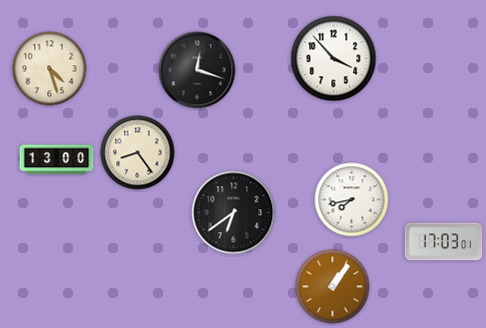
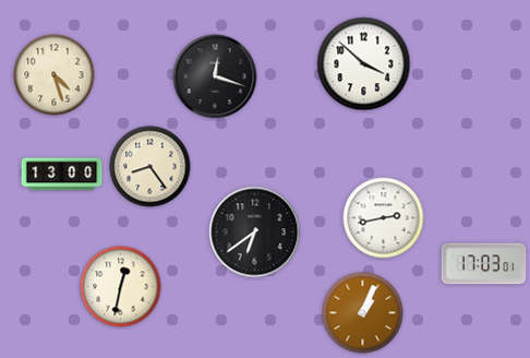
clock at (334, 59): 3:53 -> 3:52
clock at (352, 200): 7:43 -> 2:43
clock at (121, 287): none -> 12:32
clock at (333, 287): 1:06 -> 1:04
